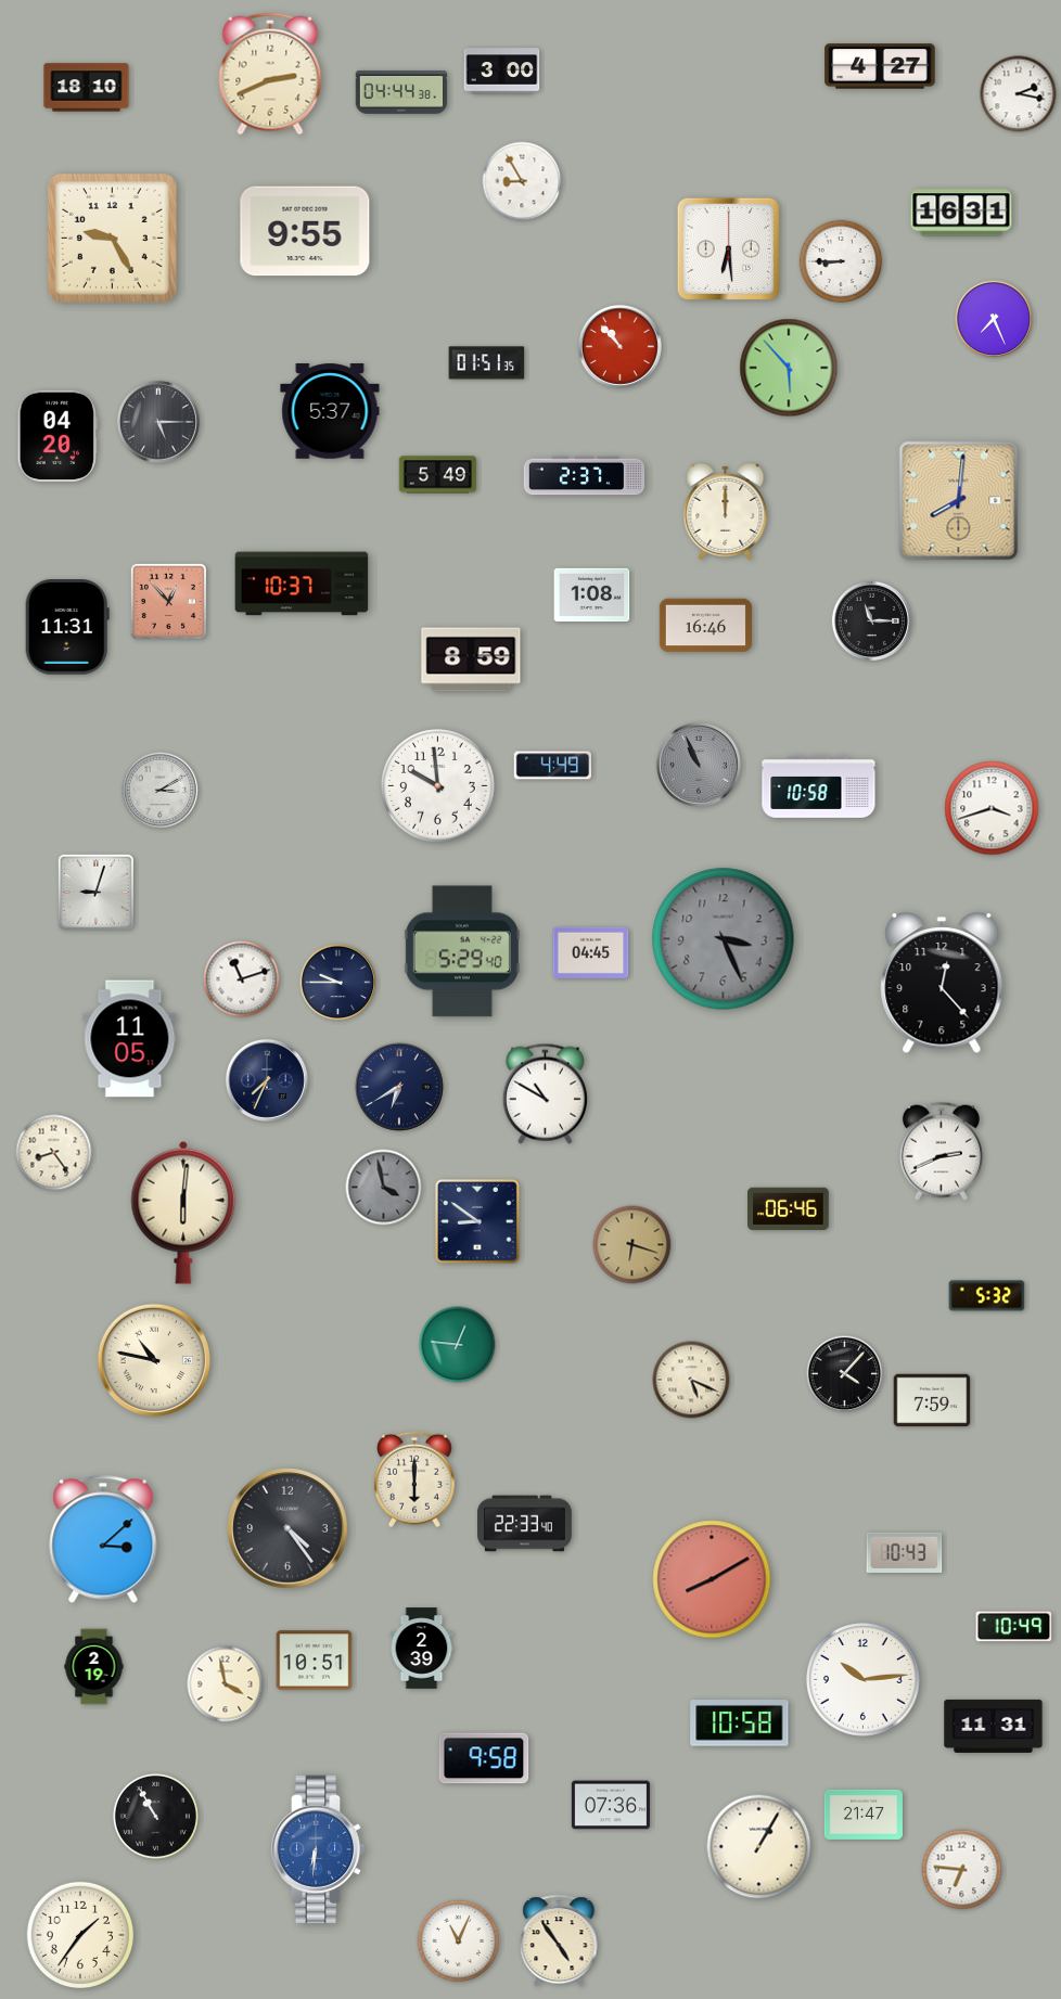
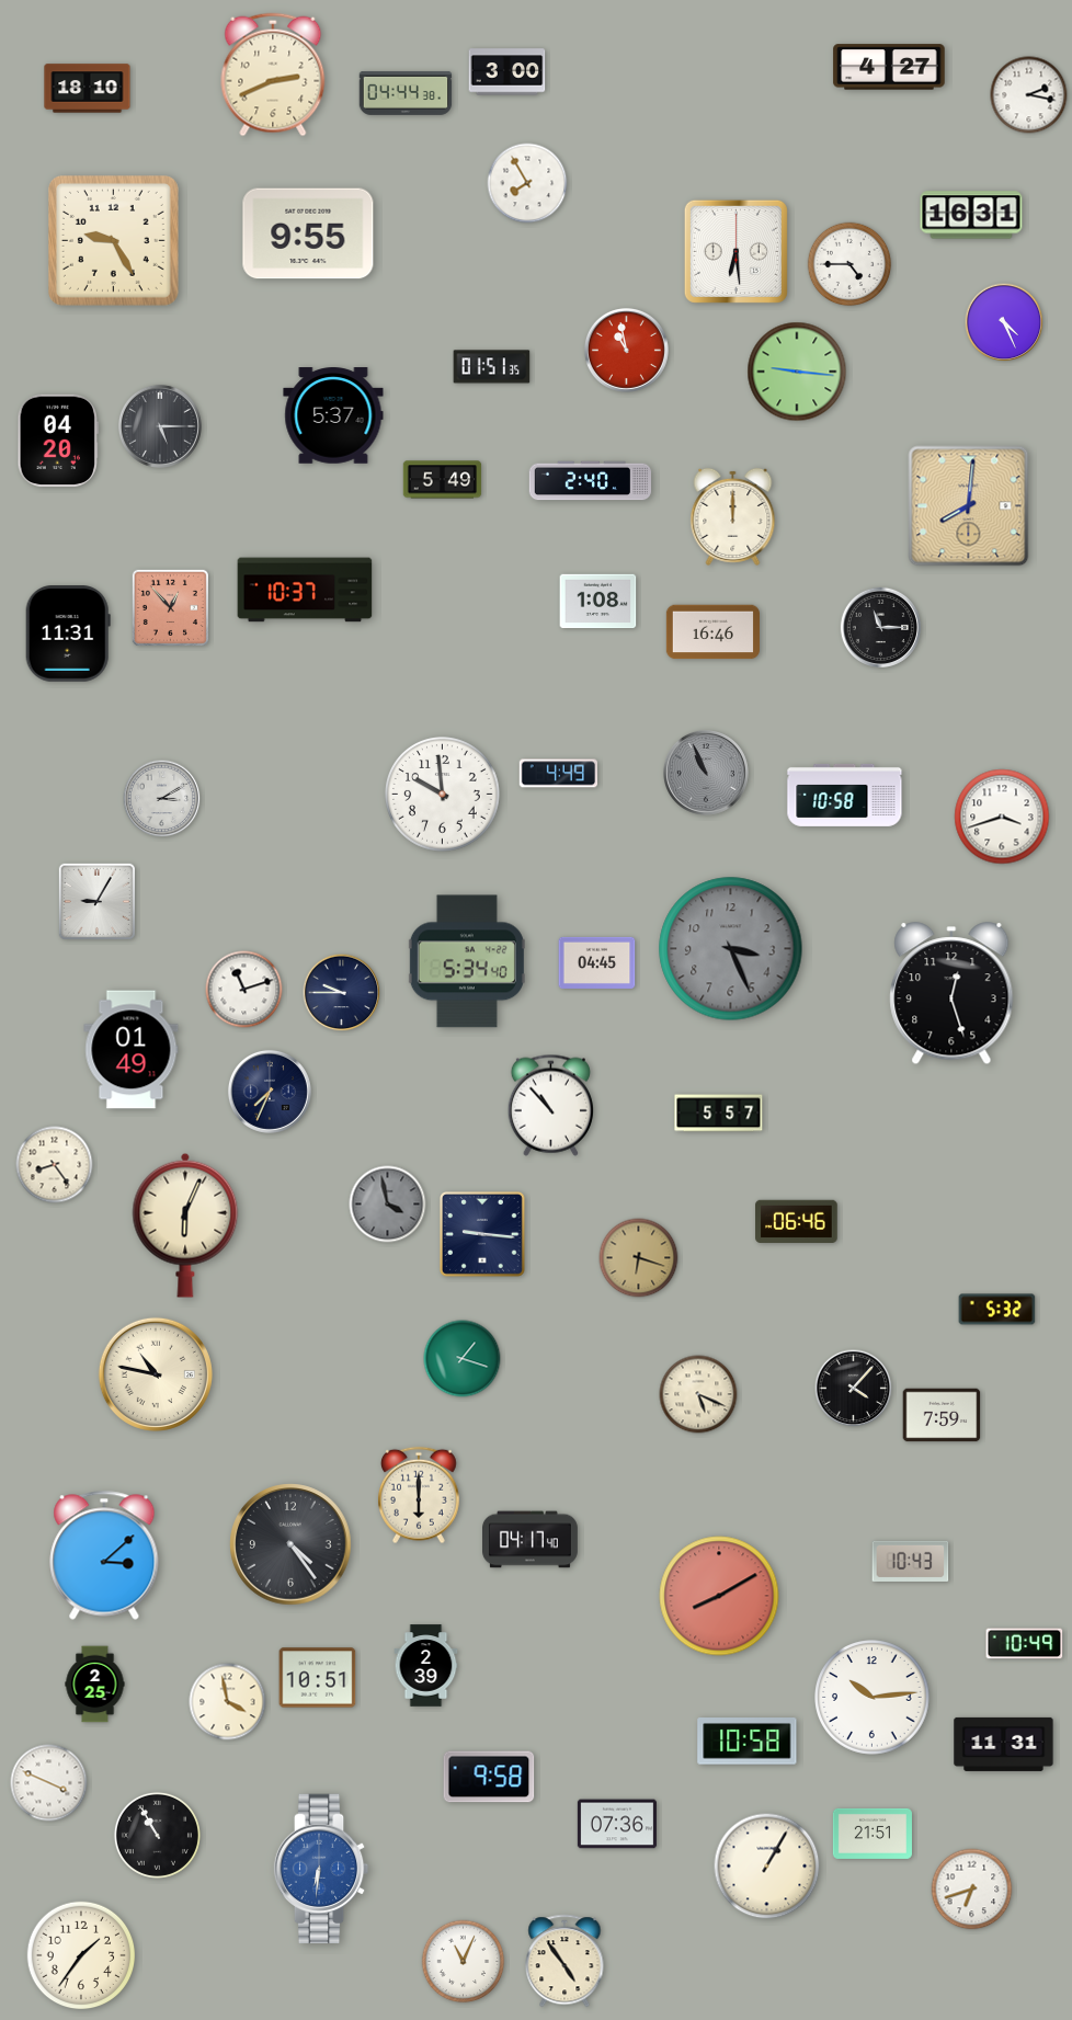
clock at (522, 181): 8:55 -> 7:55
clock at (841, 261): 8:45 -> 4:45
clock at (994, 319): 7:26 -> 4:26
clock at (619, 346): 10:53 -> 10:58
clock at (789, 368): 5:53 -> 9:16
clock at (585, 476): 2:37 -> 2:40
clock at (471, 659): 8:59 -> none
clock at (819, 786) position: (819, 786) -> (845, 795)
clock at (95, 892): 9:03 -> 9:05
clock at (462, 951): 5:29 -> 5:34
clock at (942, 984): 12:23 -> 12:27
clock at (130, 1039): 11:05 -> 01:49
clock at (399, 1087): 6:40 -> none
clock at (545, 1093): 10:50 -> 10:53
clock at (719, 1114): none -> 5:57
clock at (941, 1151): 2:41 -> none
clock at (384, 1188) position: (384, 1188) -> (388, 1205)
clock at (183, 1213): 6:01 -> 6:04
clock at (477, 1221): 8:51 -> 9:16
clock at (458, 1345): 12:46 -> 1:18
clock at (525, 1524): 22:33 -> 04:17
clock at (905, 1552) position: (905, 1552) -> (911, 1561)
clock at (94, 1667): 2:19 -> 2:25
clock at (49, 1783): none -> 3:49
clock at (864, 1815): 21:47 -> 21:51
clock at (962, 1870): 6:46 -> 6:42
